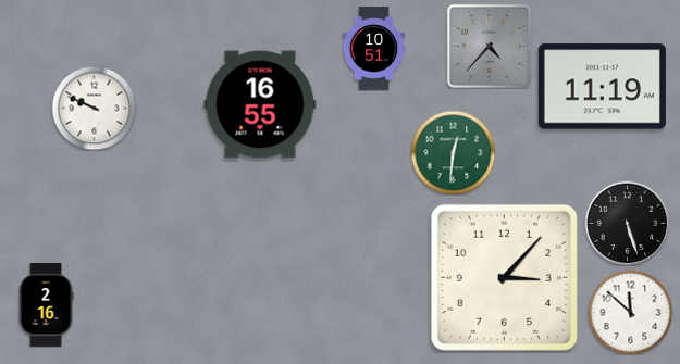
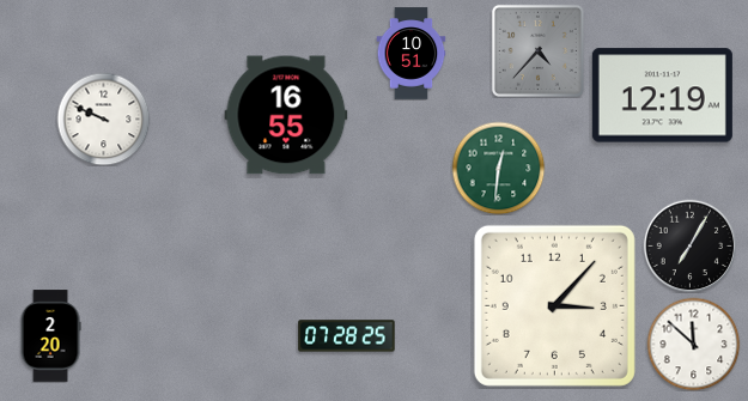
clock at (602, 87): 11:19 -> 12:19
clock at (627, 223): 5:27 -> 7:05
clock at (46, 305): 2:16 -> 2:20
clock at (347, 336): none -> 07:28
